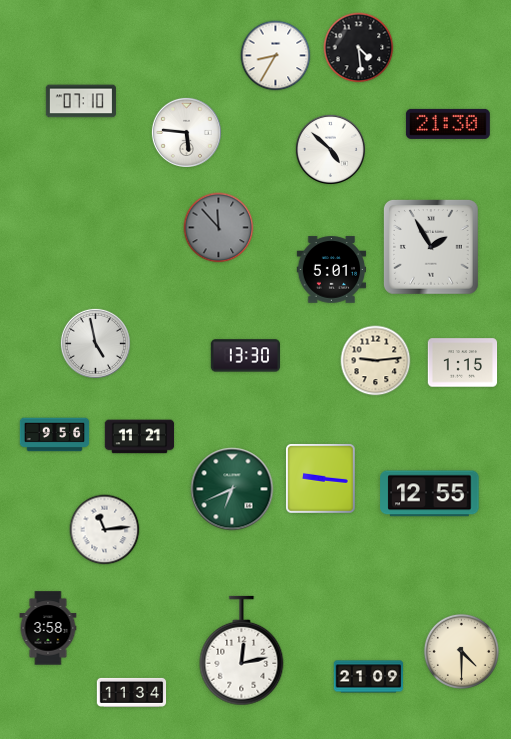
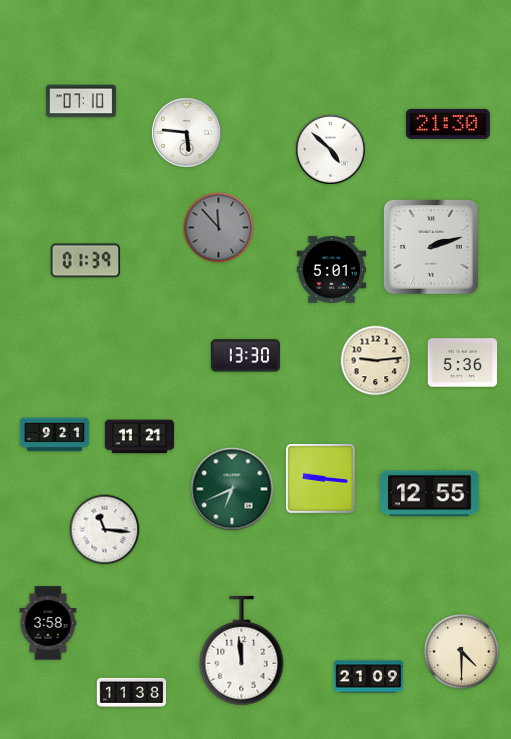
clock at (359, 48): 4:29 -> none
clock at (276, 56): 8:35 -> none
clock at (431, 247): 1:55 -> 2:12
clock at (85, 261): none -> 01:39
clock at (95, 343): 4:58 -> none
clock at (463, 363): 1:15 -> 5:36
clock at (55, 435): 9:56 -> 9:21
clock at (105, 530): 11:14 -> 11:16
clock at (48, 628) position: (48, 628) -> (48, 623)
clock at (242, 651): 12:13 -> 11:59
clock at (132, 692): 11:34 -> 11:38
